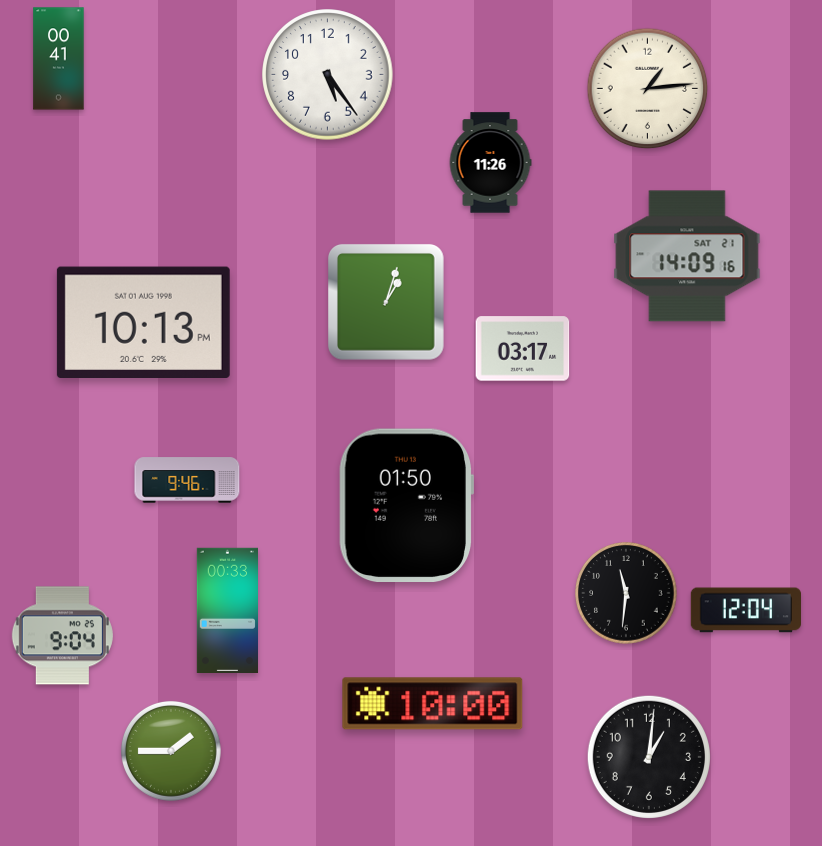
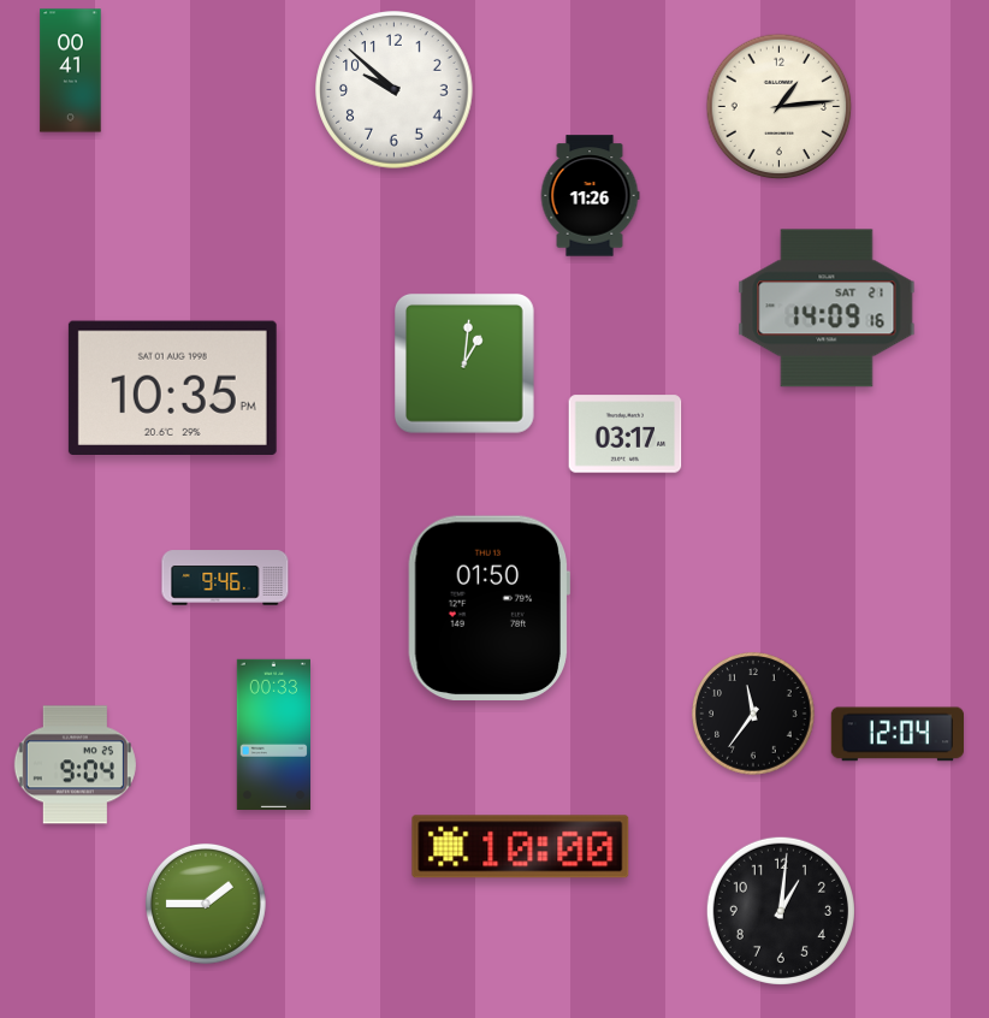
clock at (328, 75): 5:24 -> 9:52
clock at (387, 302): 1:03 -> 1:01
clock at (143, 322): 10:13 -> 10:35
clock at (523, 349) position: (523, 349) -> (626, 434)
clock at (626, 593): 11:31 -> 11:36
